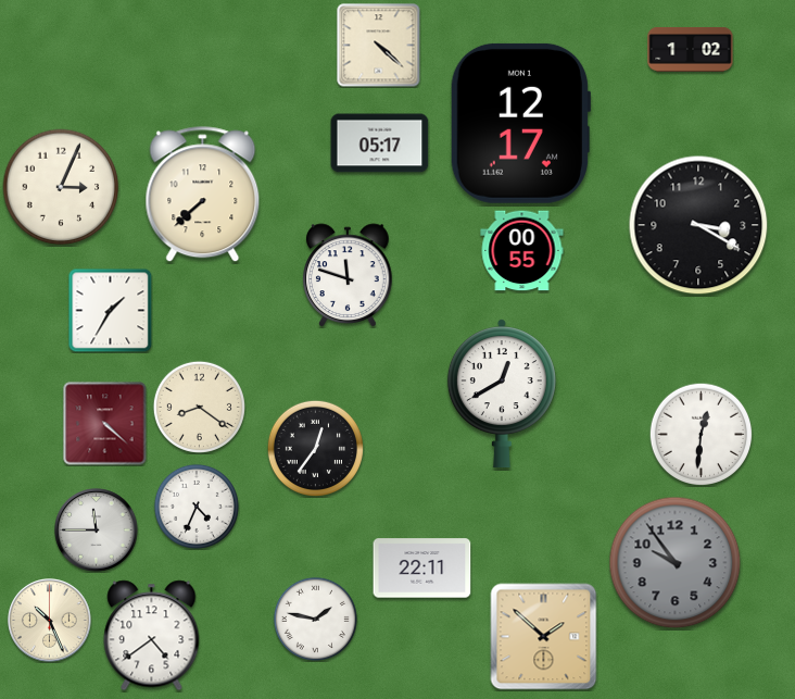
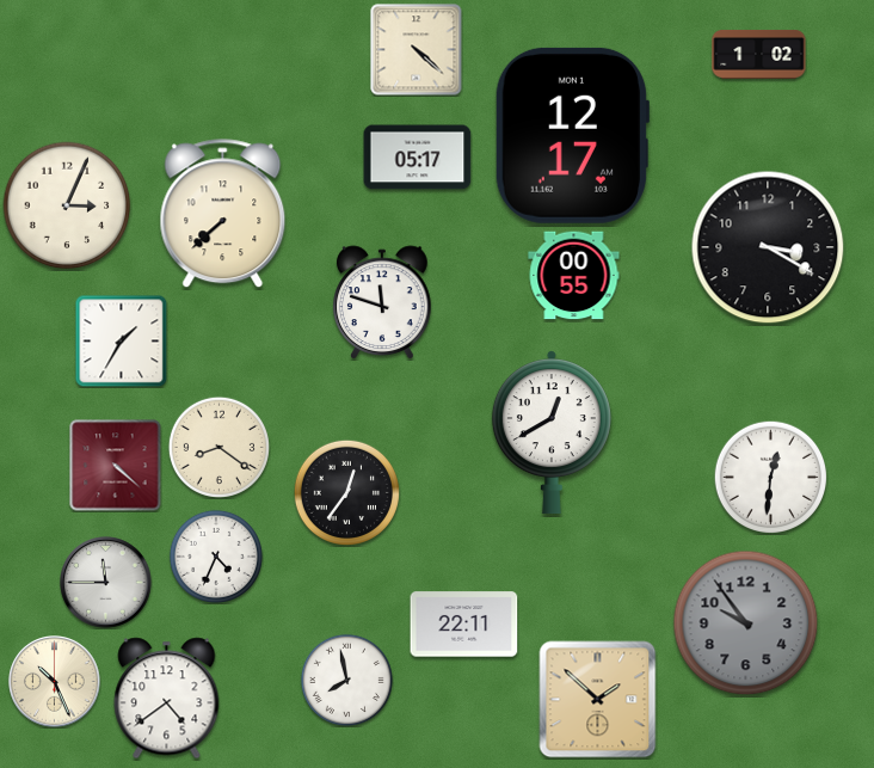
clock at (676, 563) position: (676, 563) -> (746, 623)
clock at (315, 619): 1:47 -> 7:58
